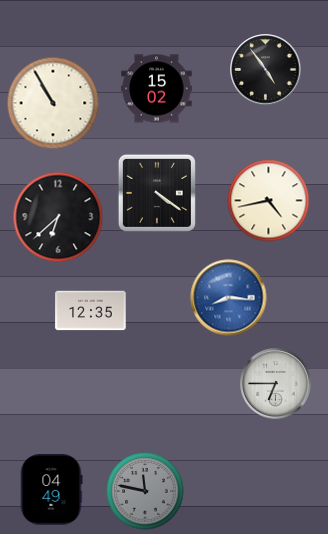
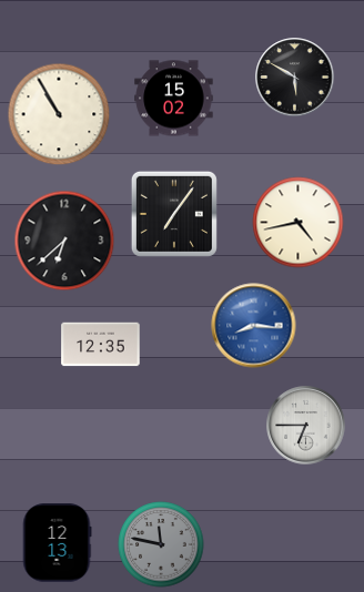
clock at (266, 70): 4:54 -> 5:50
clock at (157, 193): 4:21 -> 7:06
clock at (229, 298) position: (229, 298) -> (254, 326)
clock at (51, 490): 04:49 -> 12:13
